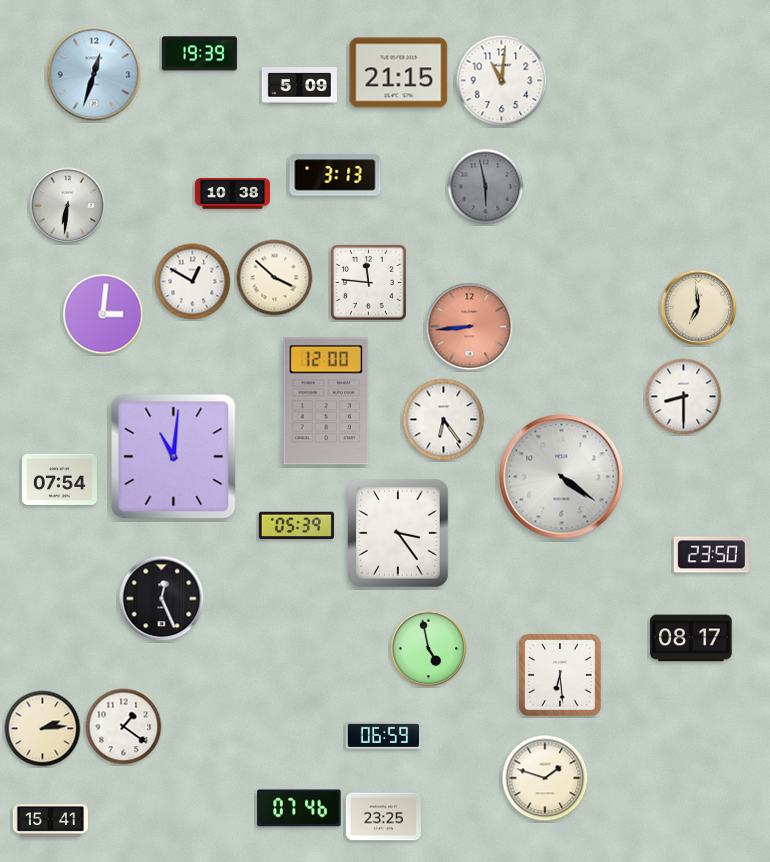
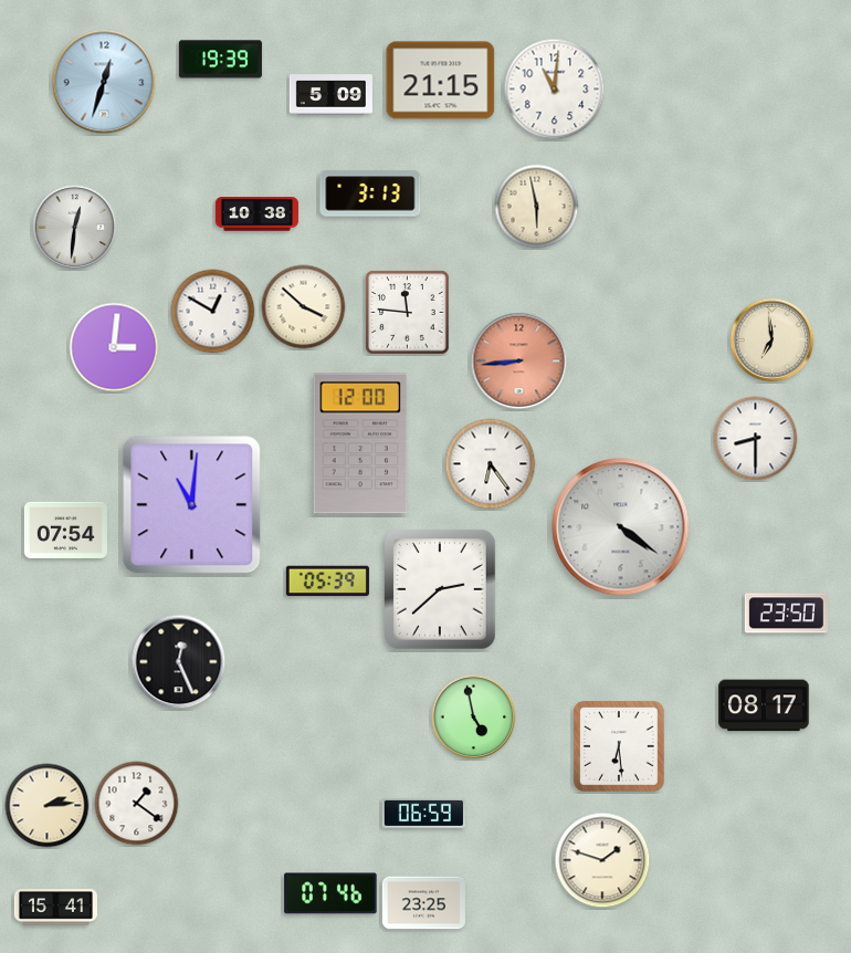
clock at (486, 187) dial: grey -> cream
clock at (68, 206): 6:31 -> 12:31
clock at (398, 533): 3:24 -> 2:38
